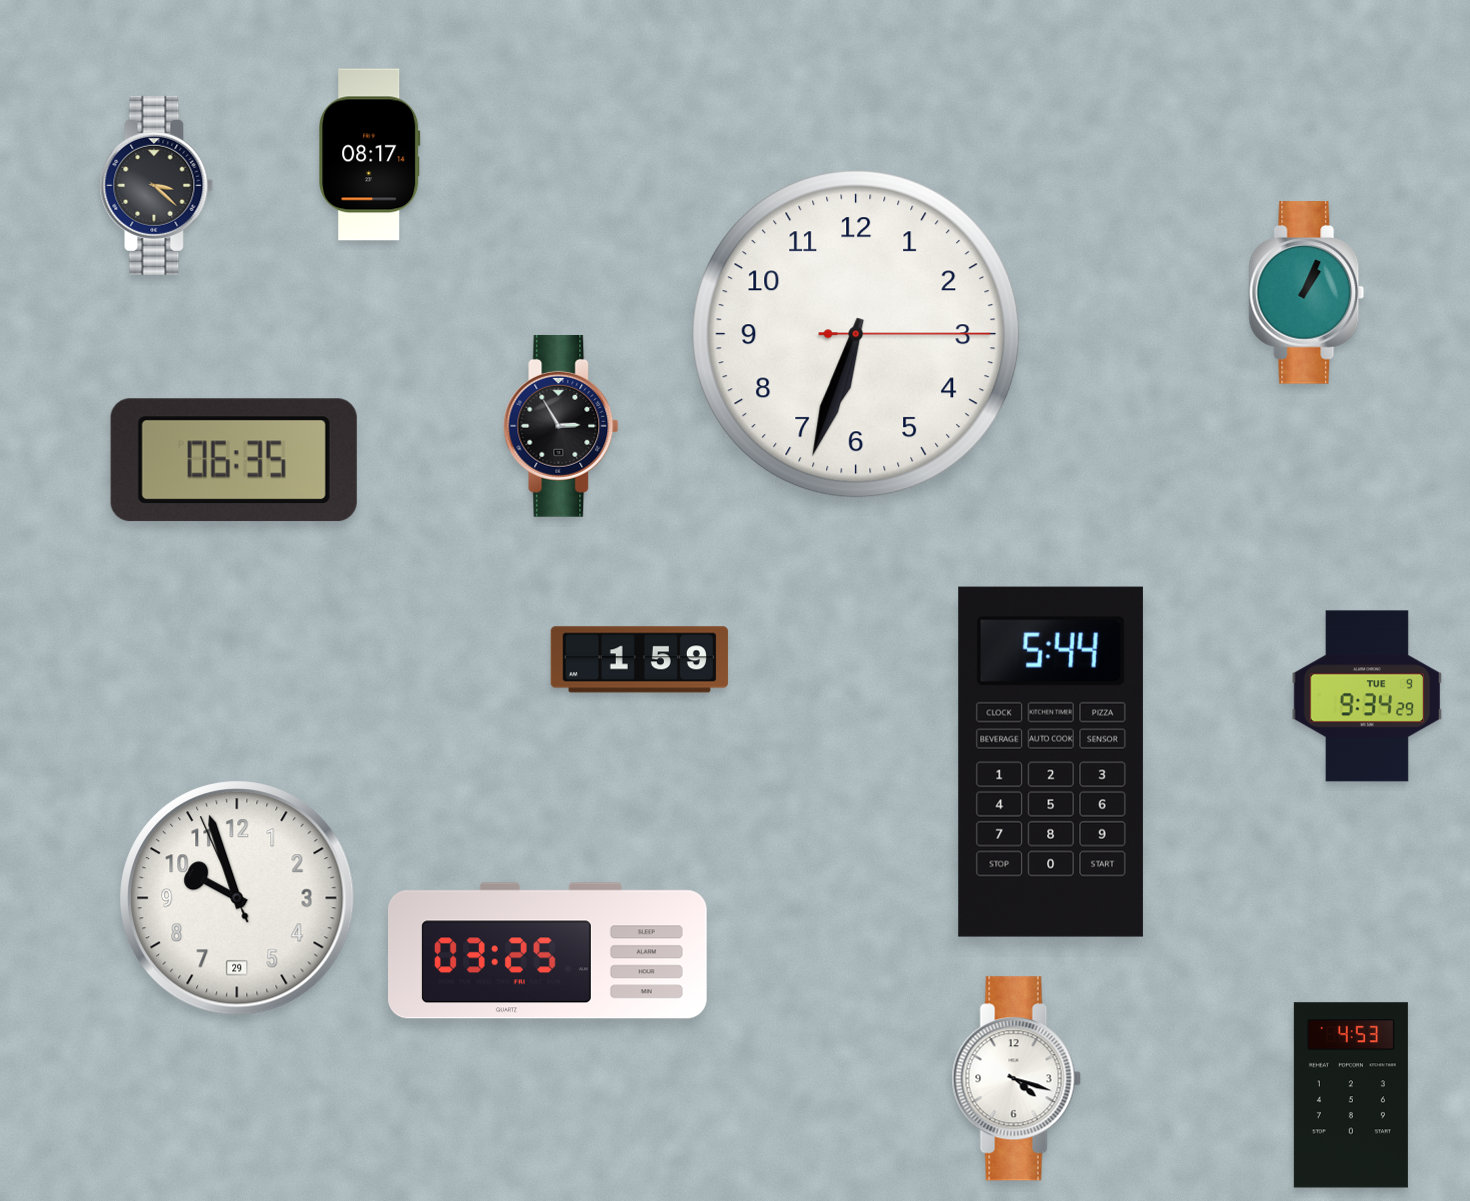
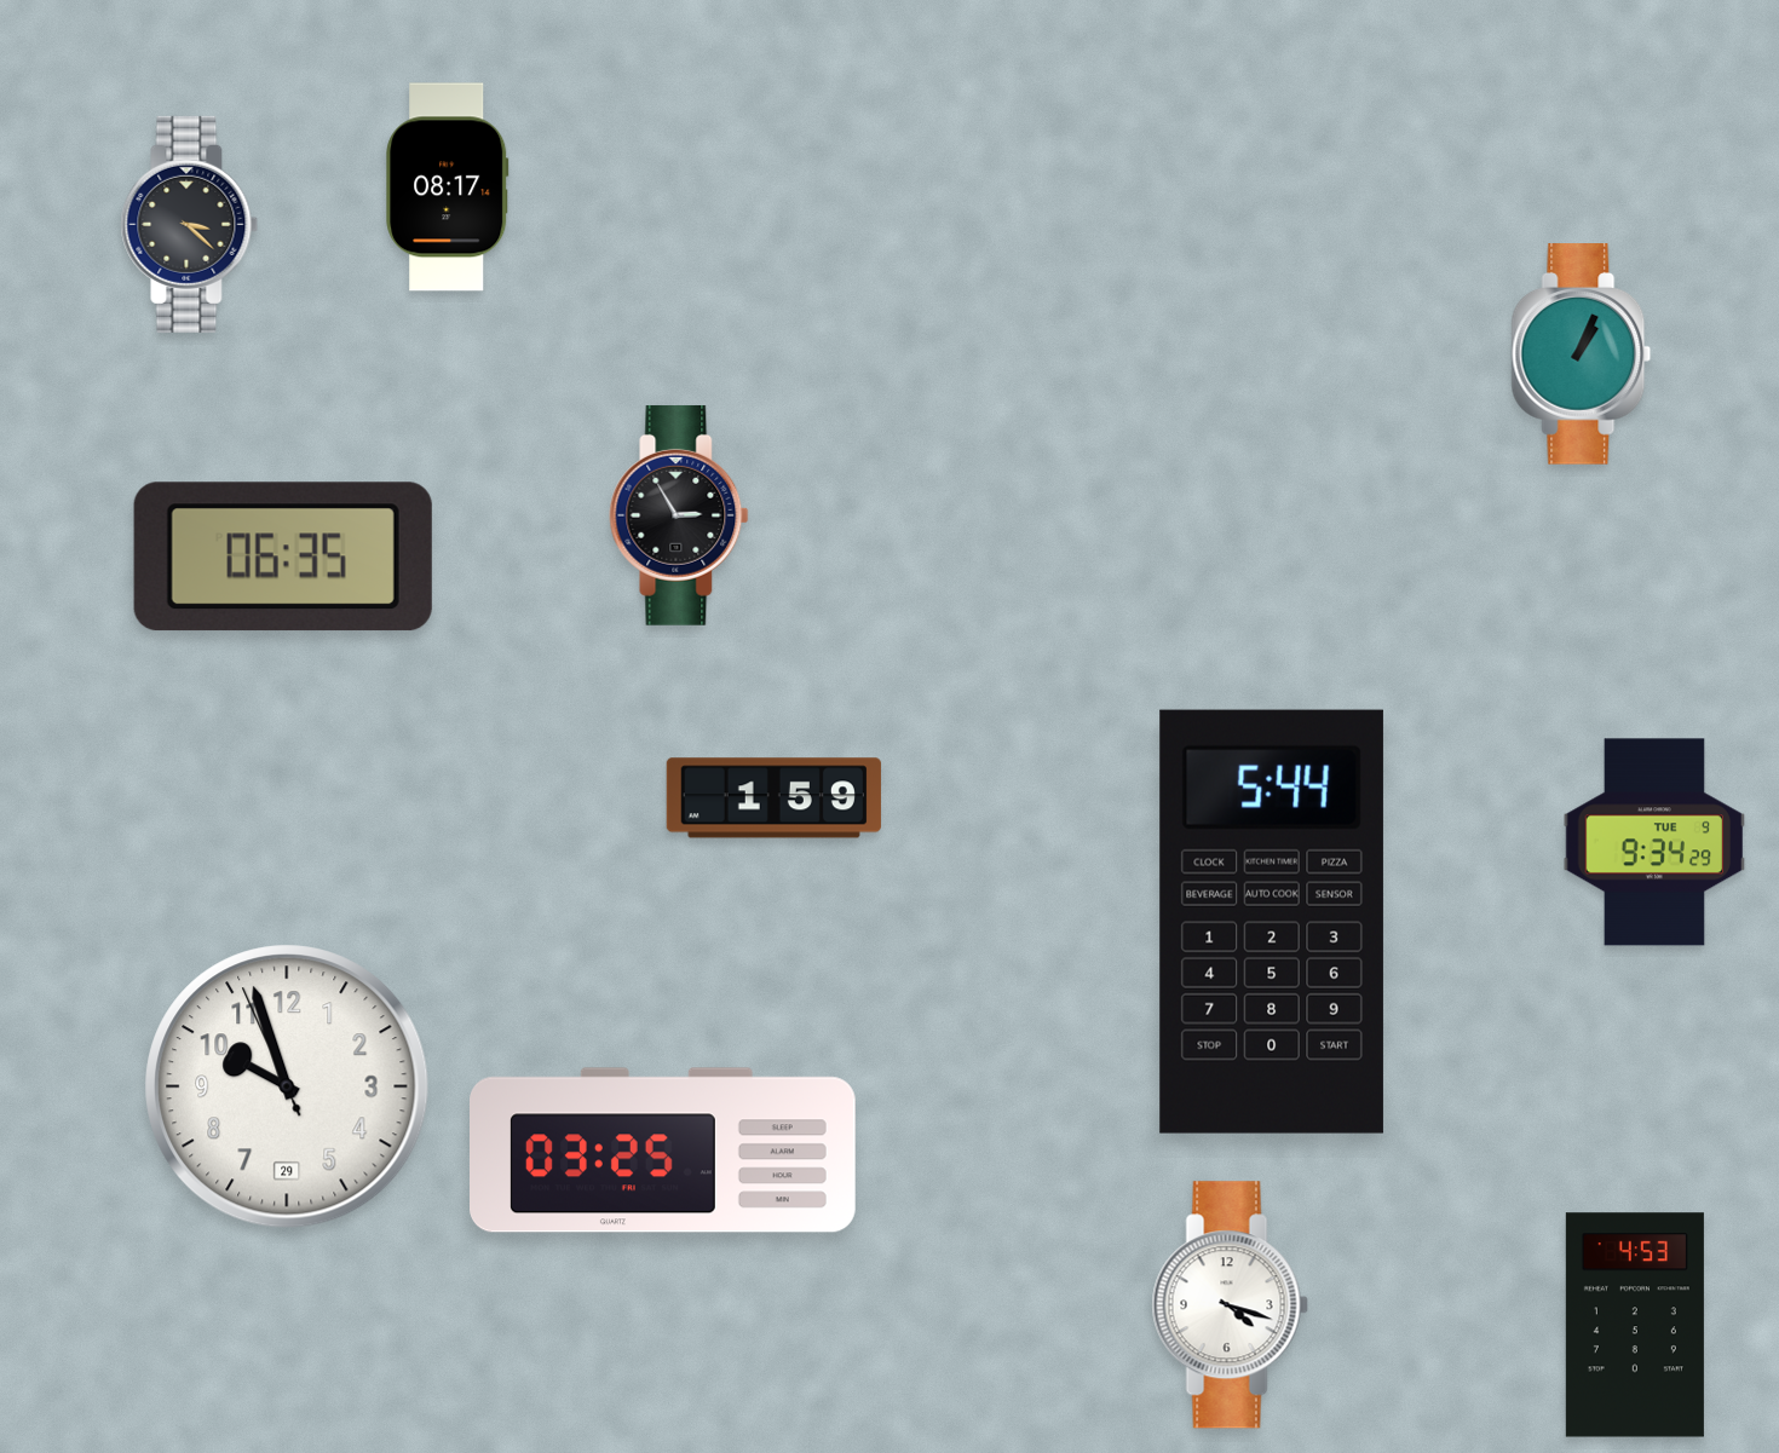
clock at (856, 334): 6:33 -> none
